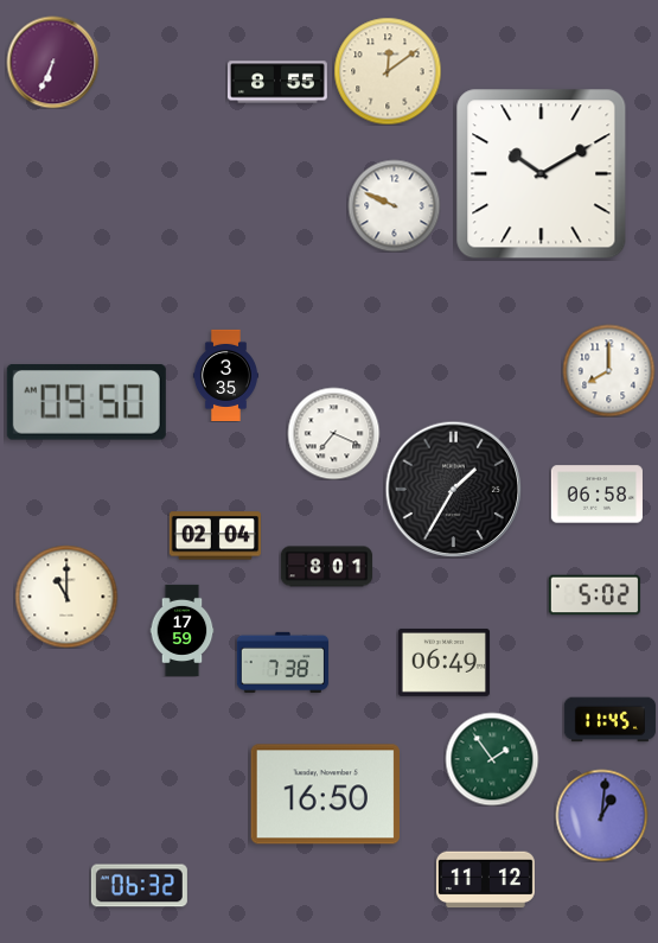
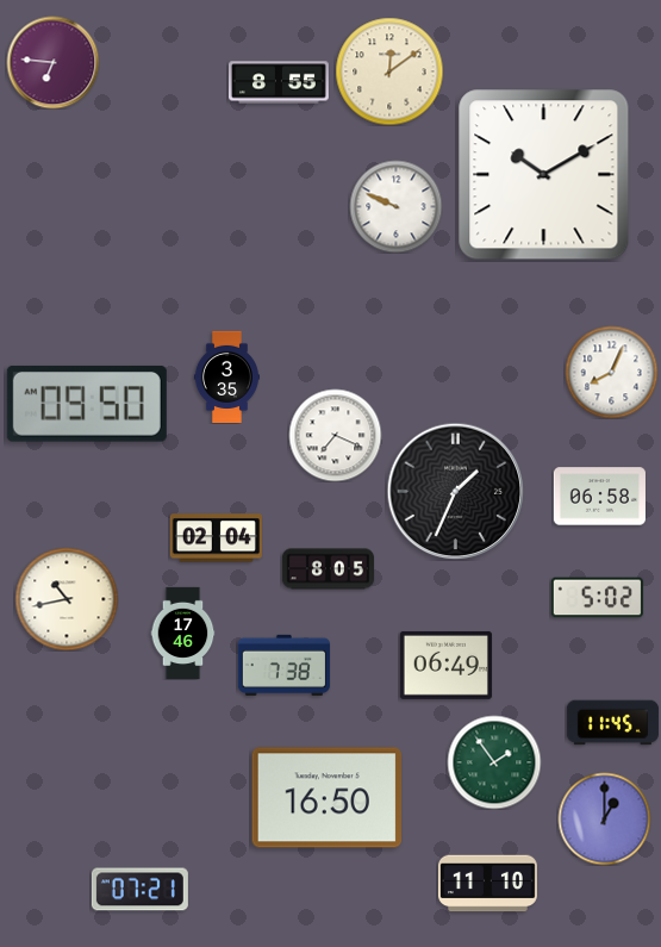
clock at (52, 62): 6:34 -> 6:46
clock at (608, 370): 8:00 -> 8:04
clock at (453, 489): 1:35 -> 1:34
clock at (326, 567): 8:01 -> 8:05
clock at (66, 597): 11:00 -> 10:43
clock at (183, 630): 17:59 -> 17:46
clock at (601, 815): 1:01 -> 1:00
clock at (485, 880): 11:12 -> 11:10
clock at (139, 886): 06:32 -> 07:21
